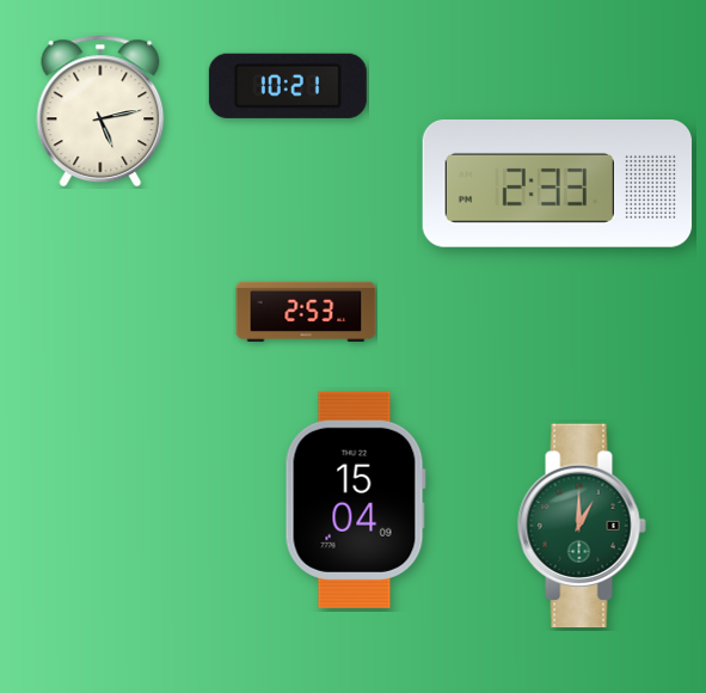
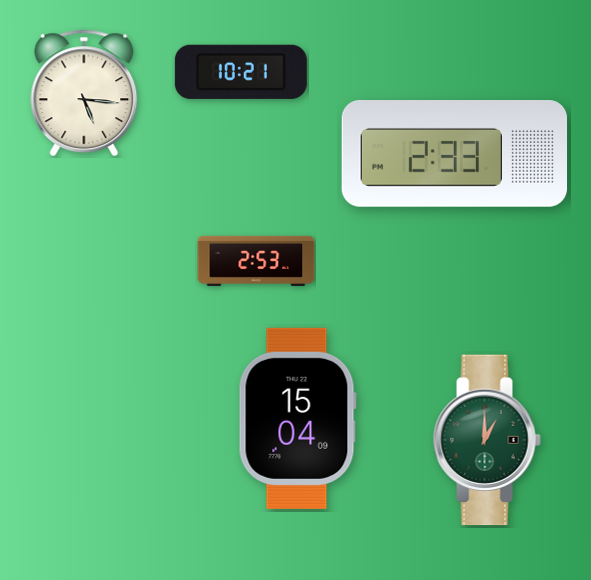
clock at (100, 111): 5:13 -> 5:16
clock at (558, 184) position: (558, 184) -> (455, 154)
